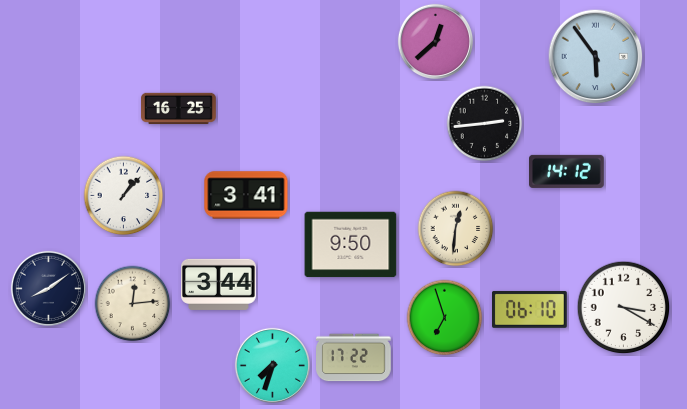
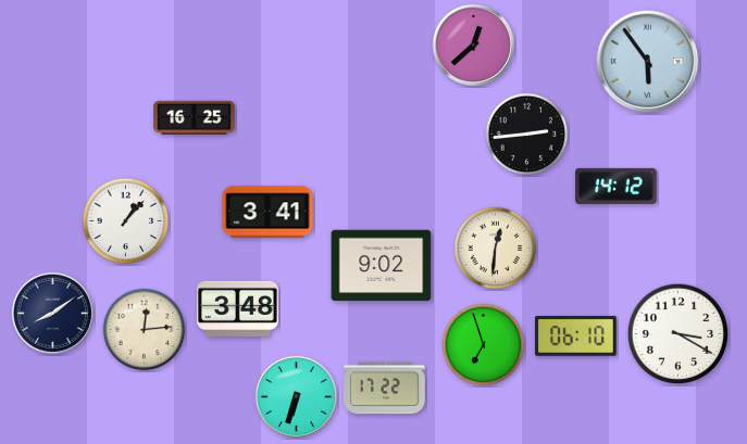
clock at (124, 196) position: (124, 196) -> (126, 221)
clock at (351, 245): 9:50 -> 9:02
clock at (219, 284): 3:44 -> 3:48
clock at (272, 365): 7:33 -> 6:33
